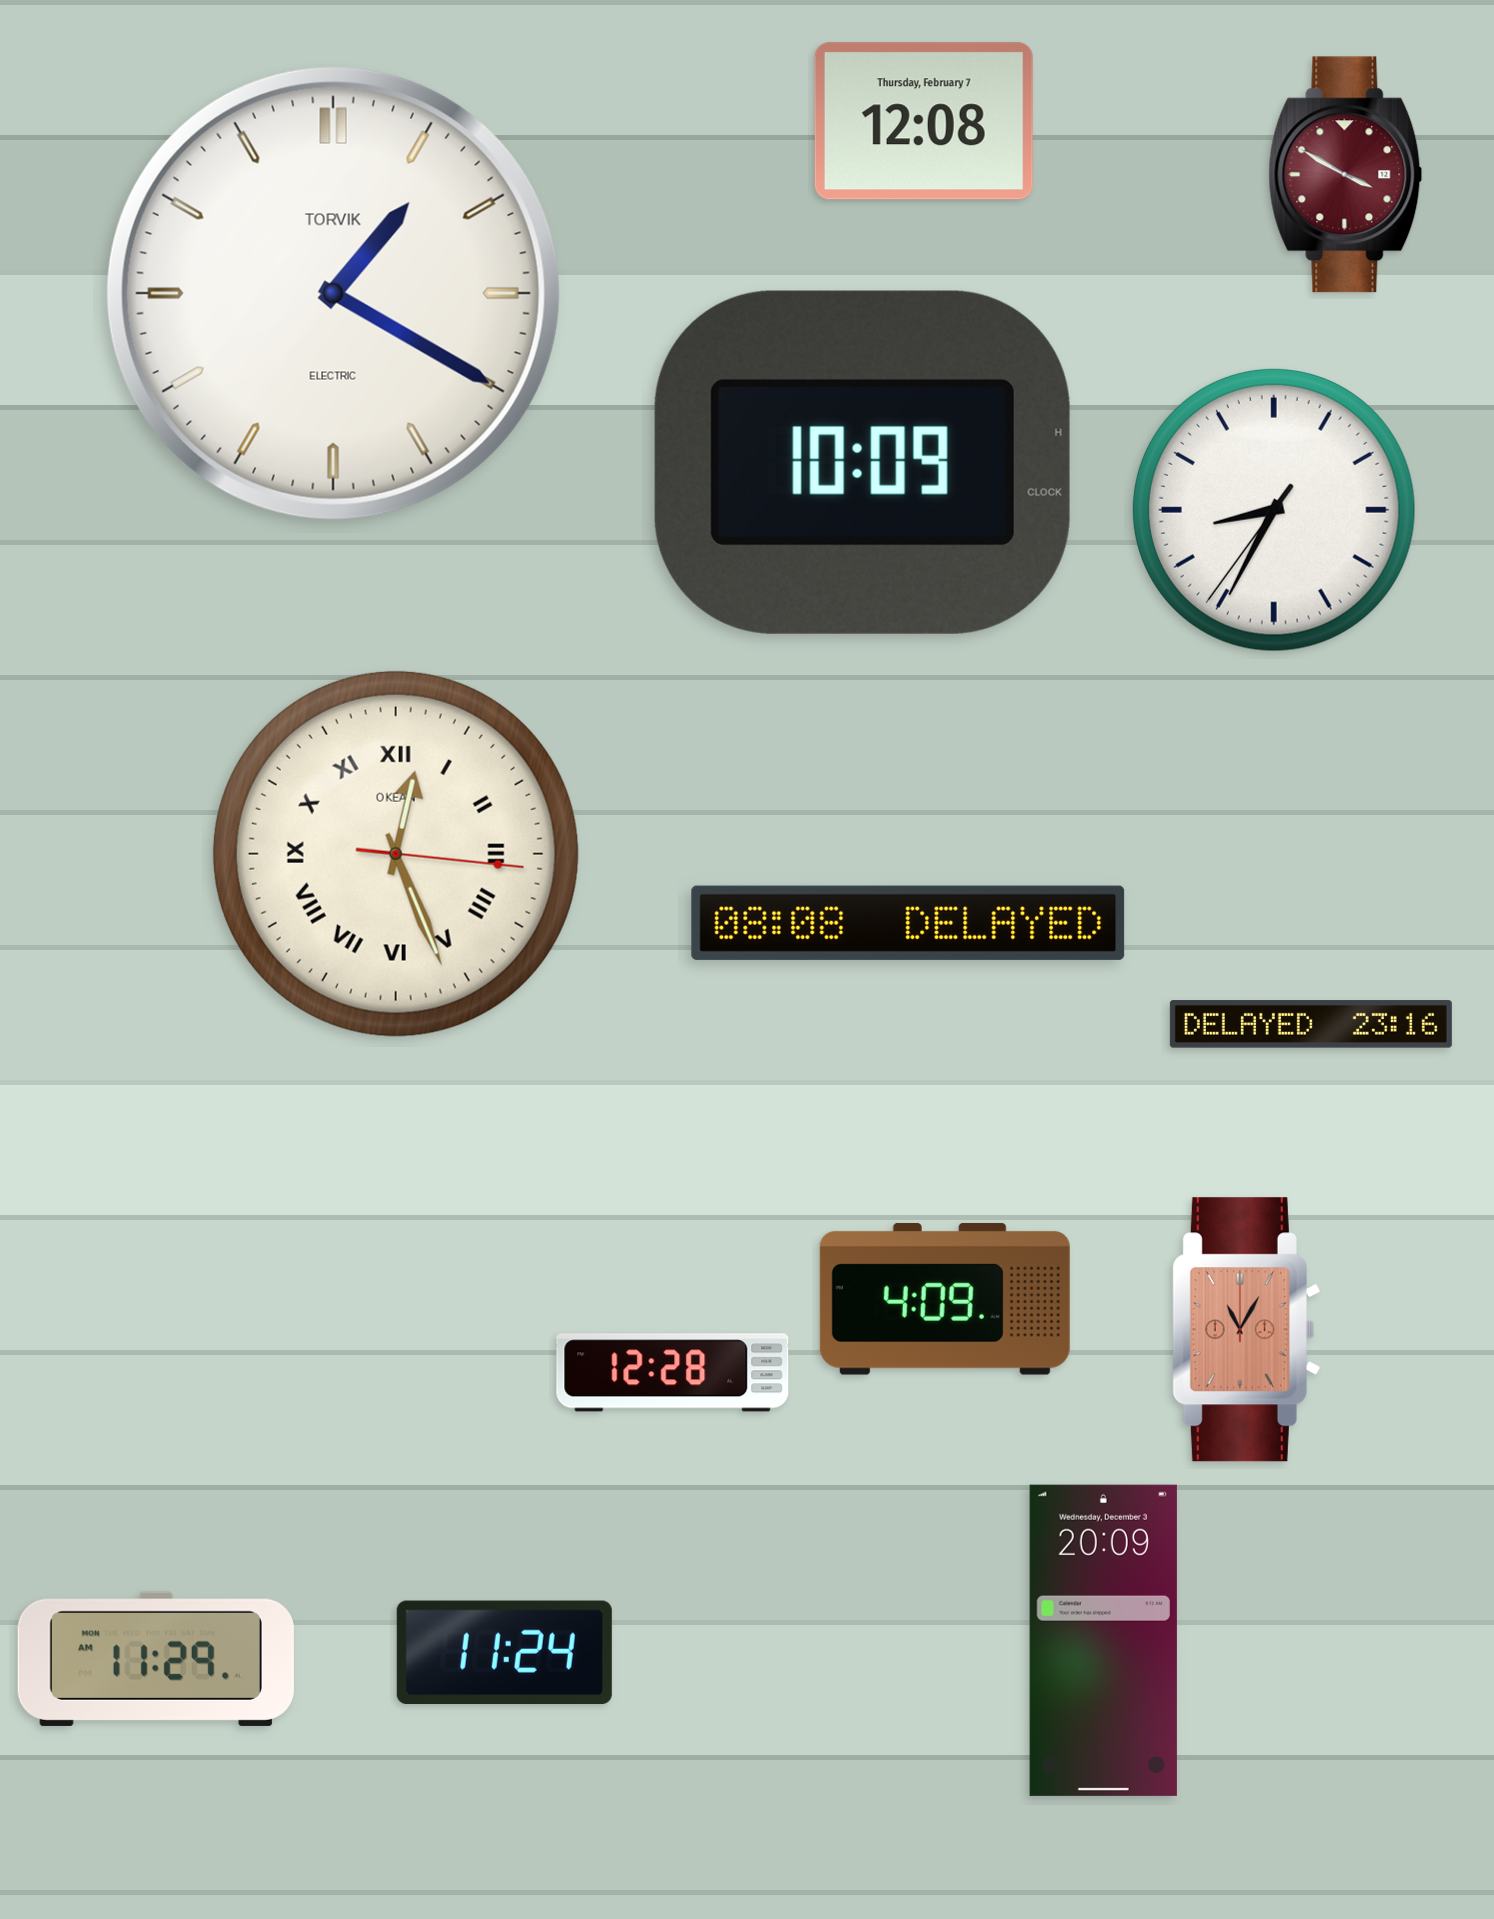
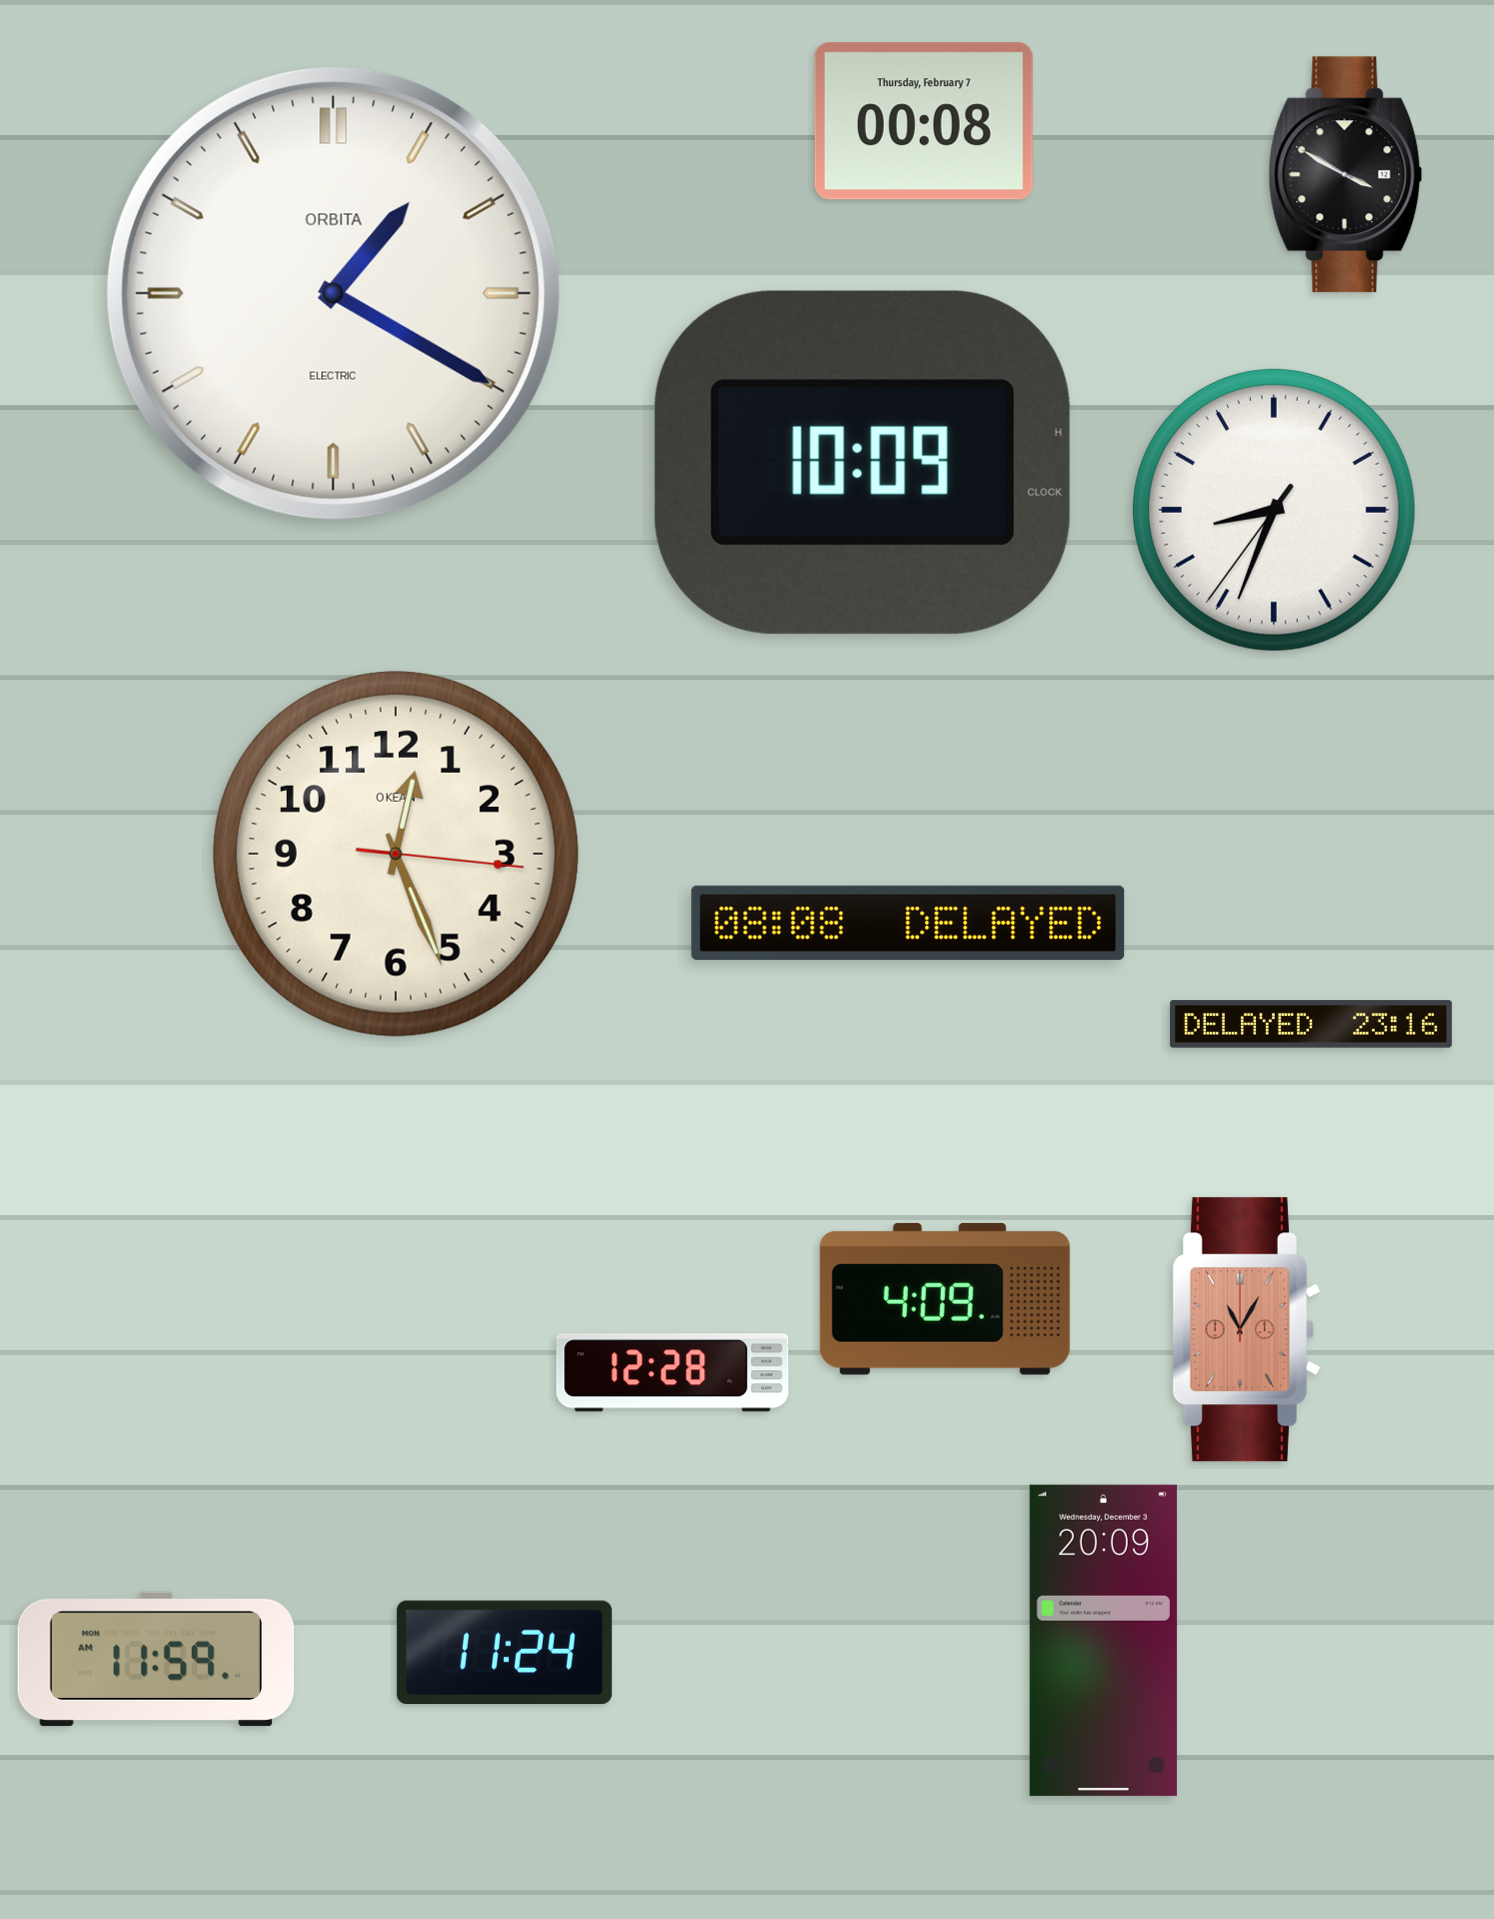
clock at (924, 121): 12:08 -> 00:08
clock at (1346, 175) dial: burgundy -> black
clock at (333, 293) brand: TORVIK -> ORBITA
clock at (1274, 510): 8:34 -> 8:33
clock at (396, 854) numerals: Roman -> Arabic
clock at (156, 1659): 11:29 -> 11:59
